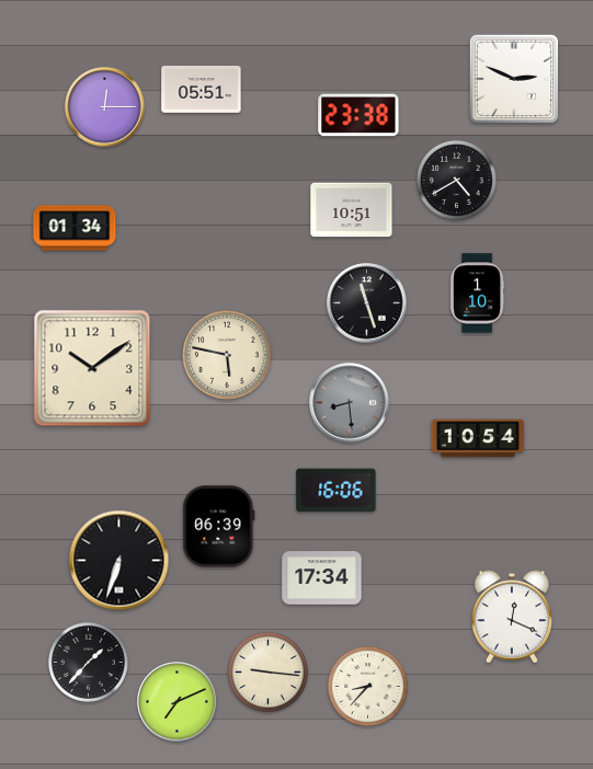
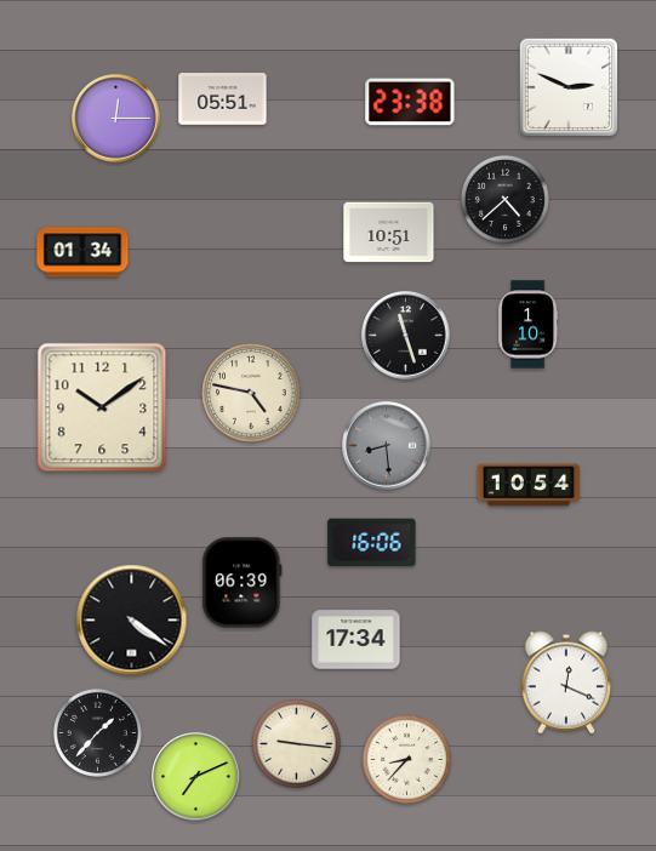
clock at (358, 115) position: (358, 115) -> (410, 102)
clock at (456, 180): 4:40 -> 4:38
clock at (227, 355): 5:47 -> 4:47
clock at (119, 561): 6:33 -> 4:21
